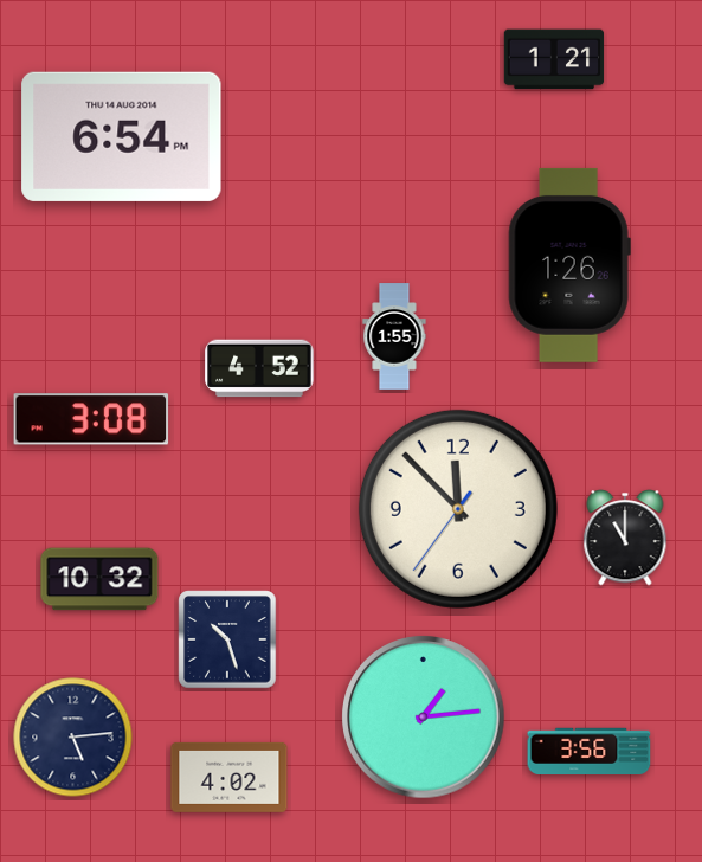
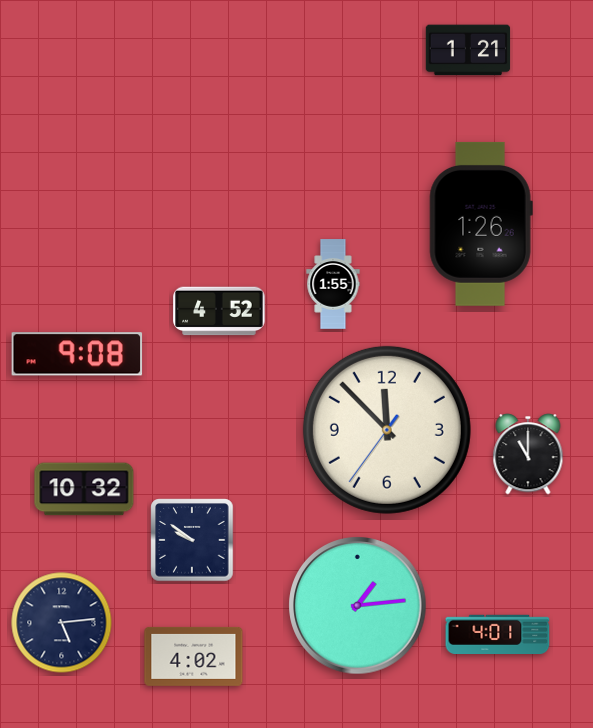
clock at (122, 136): 6:54 -> none
clock at (91, 419): 3:08 -> 9:08
clock at (227, 639): 10:27 -> 9:51
clock at (590, 751): 3:56 -> 4:01
